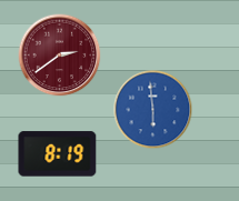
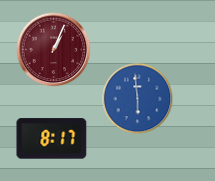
clock at (60, 56): 2:39 -> 1:04
clock at (58, 154): 8:19 -> 8:17
